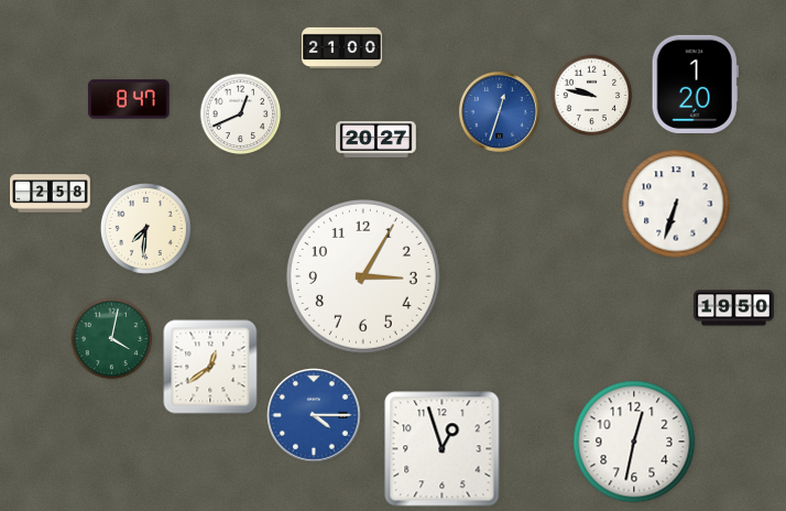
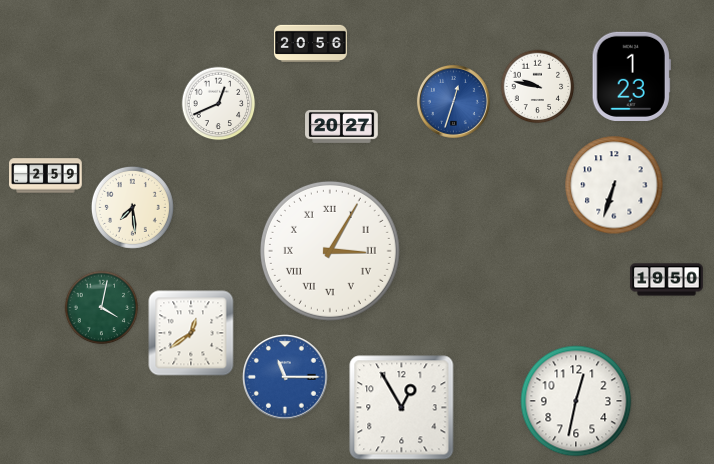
clock at (342, 47): 21:00 -> 20:56
clock at (695, 84): 1:20 -> 1:23
clock at (129, 99): 8:47 -> none
clock at (51, 194): 2:58 -> 2:59
clock at (145, 228): 7:31 -> 7:29
clock at (363, 276) numerals: Arabic -> Roman
clock at (314, 415): 4:15 -> 11:15
clock at (443, 449): 12:57 -> 12:55
